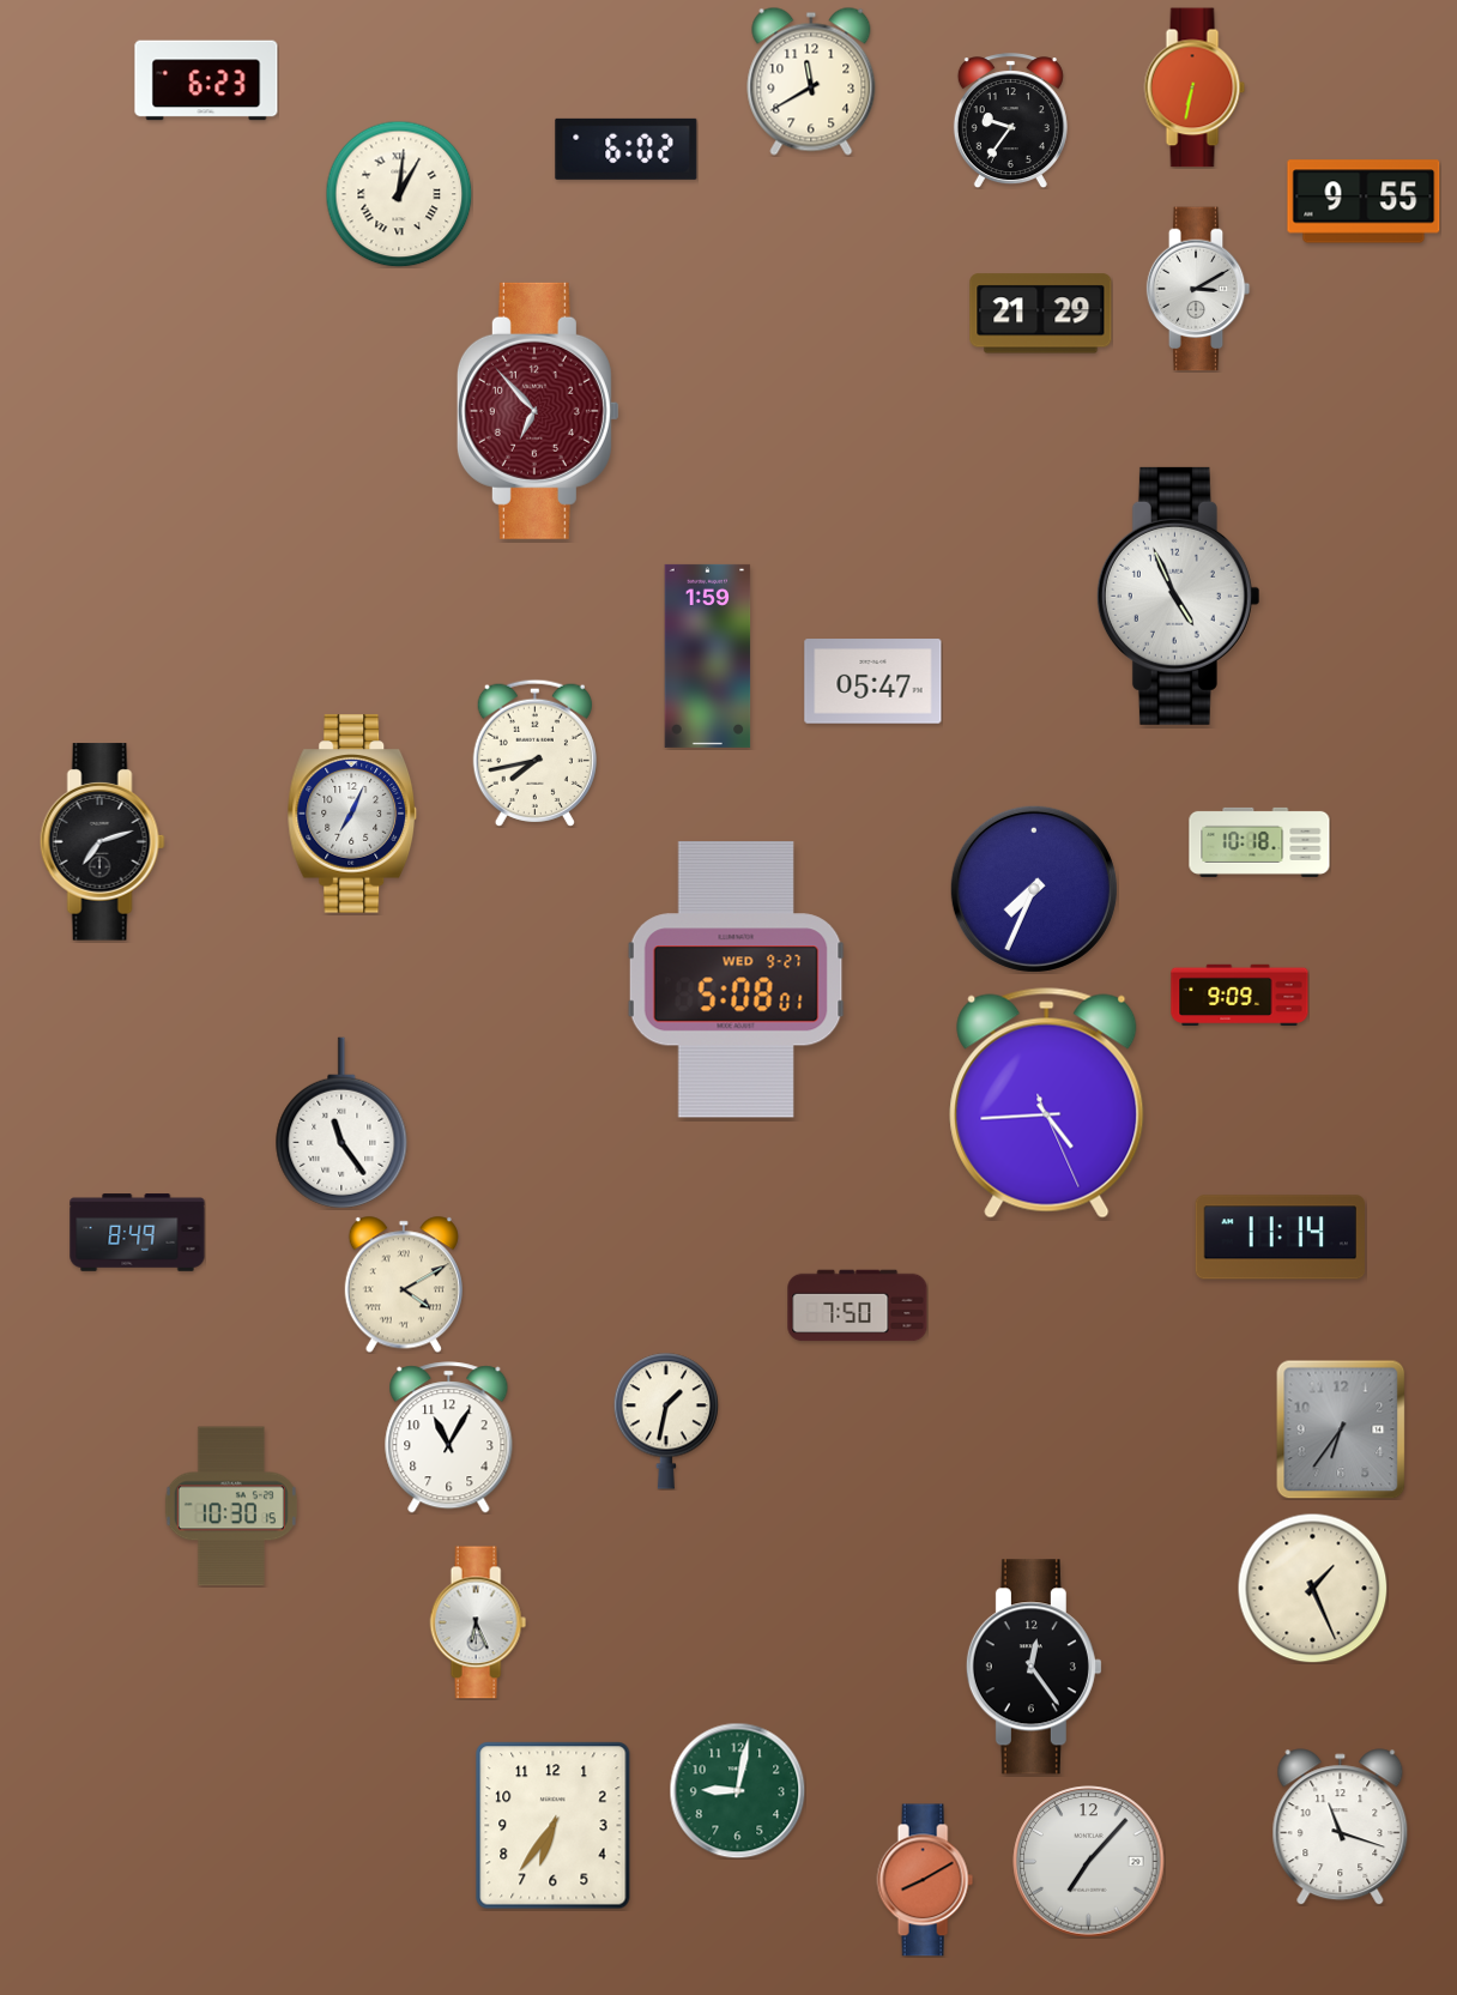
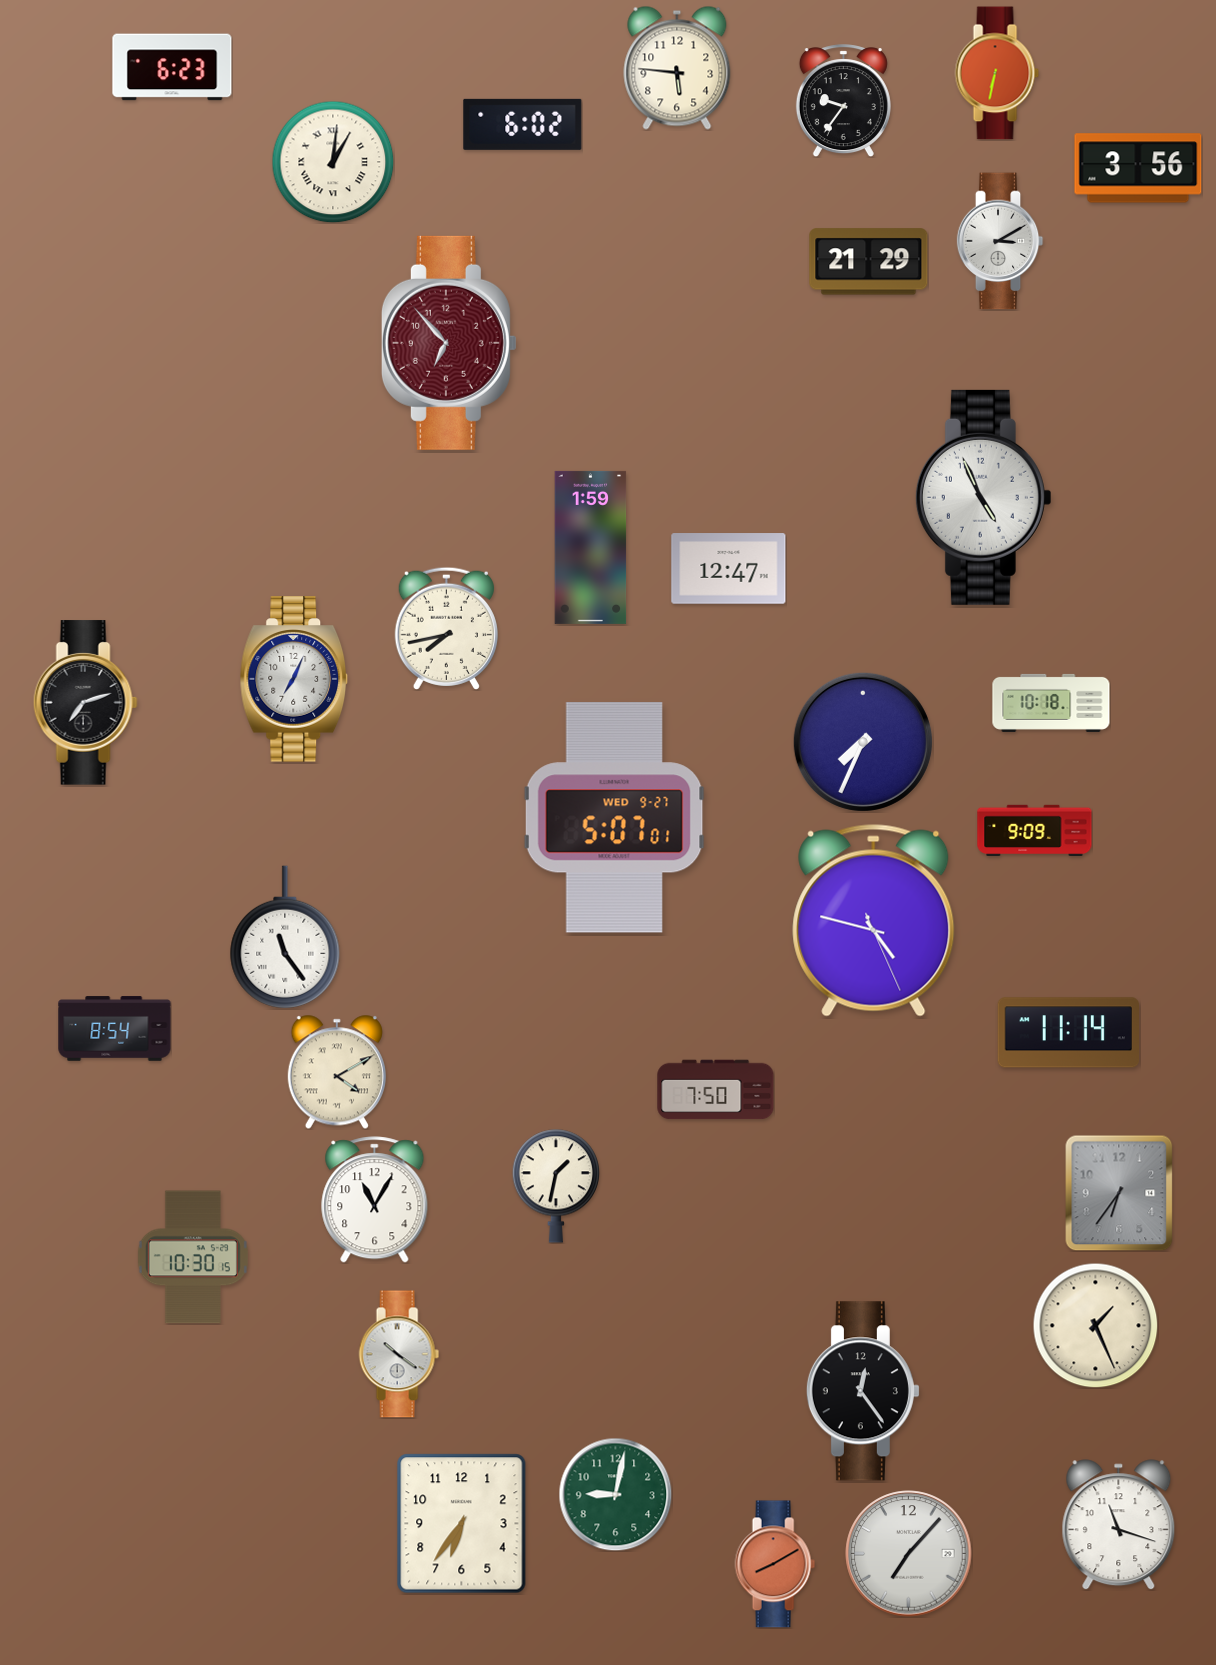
clock at (811, 81): 11:40 -> 5:46
clock at (1364, 201): 9:55 -> 3:56
clock at (873, 682): 05:47 -> 12:47
clock at (736, 980): 5:08 -> 5:07
clock at (1047, 1102): 4:44 -> 4:47
clock at (138, 1233): 8:49 -> 8:54
clock at (478, 1622): 6:26 -> 10:21
clock at (925, 1880) position: (925, 1880) -> (775, 1564)
